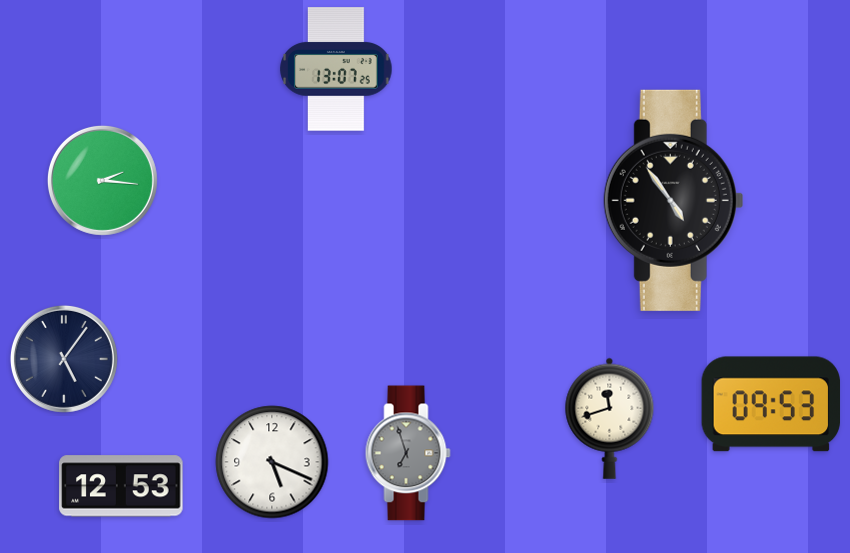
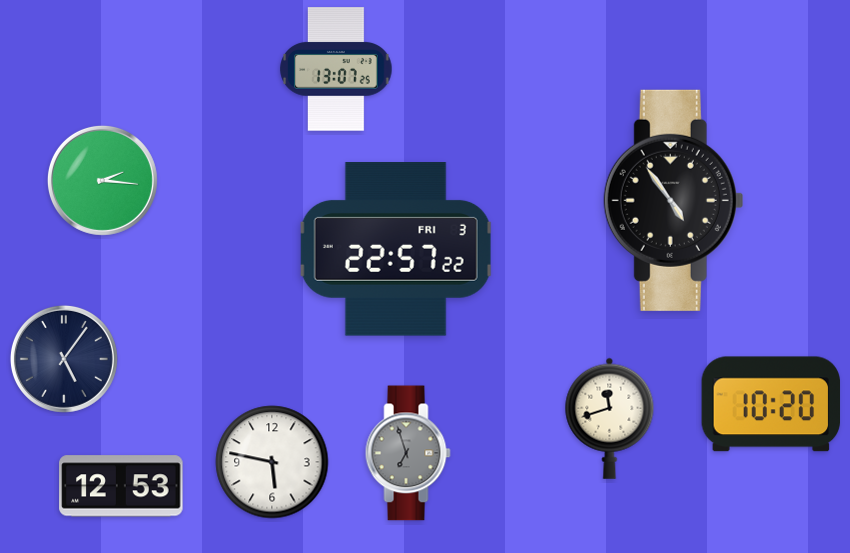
clock at (396, 249): none -> 22:57
clock at (771, 404): 09:53 -> 10:20
clock at (272, 462): 5:19 -> 5:47
